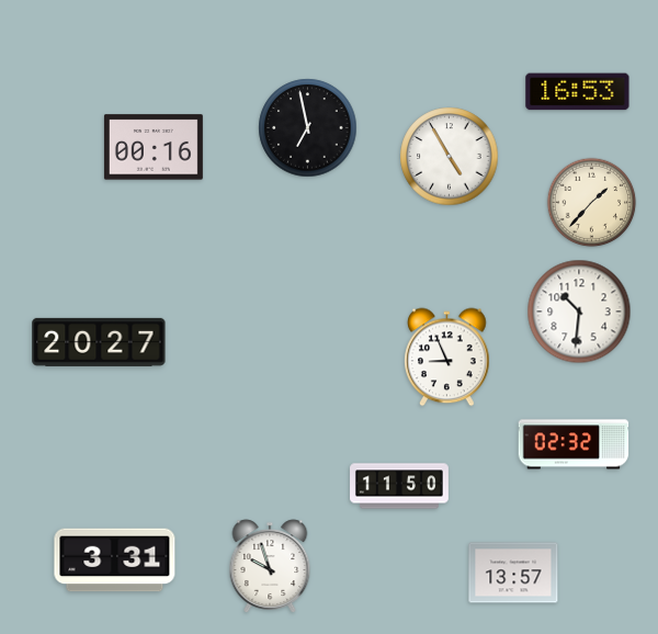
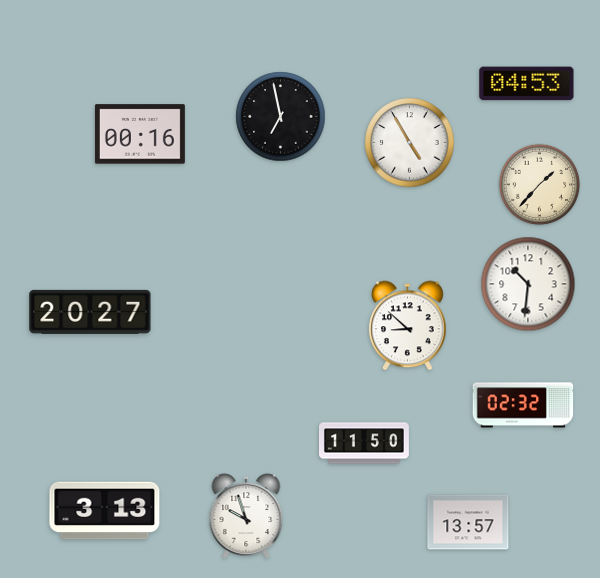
clock at (578, 92): 16:53 -> 04:53
clock at (447, 358): 8:56 -> 8:52
clock at (115, 561): 3:31 -> 3:13
